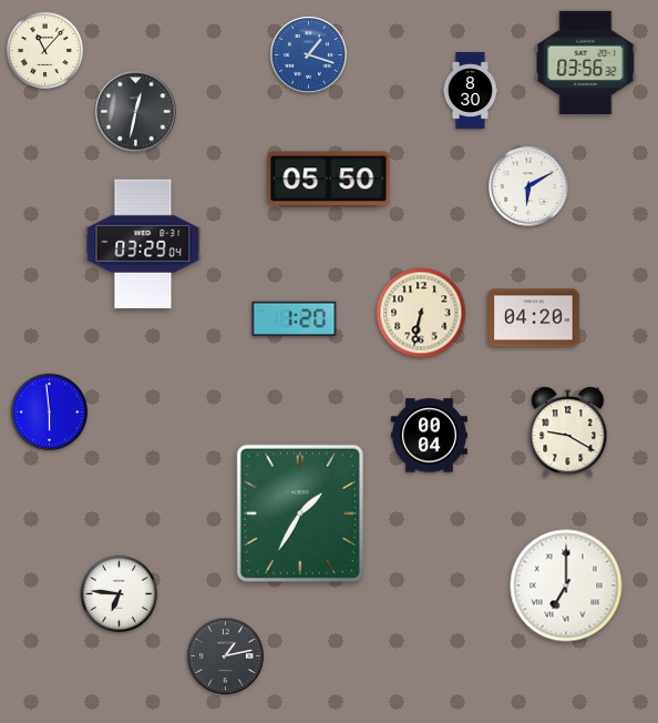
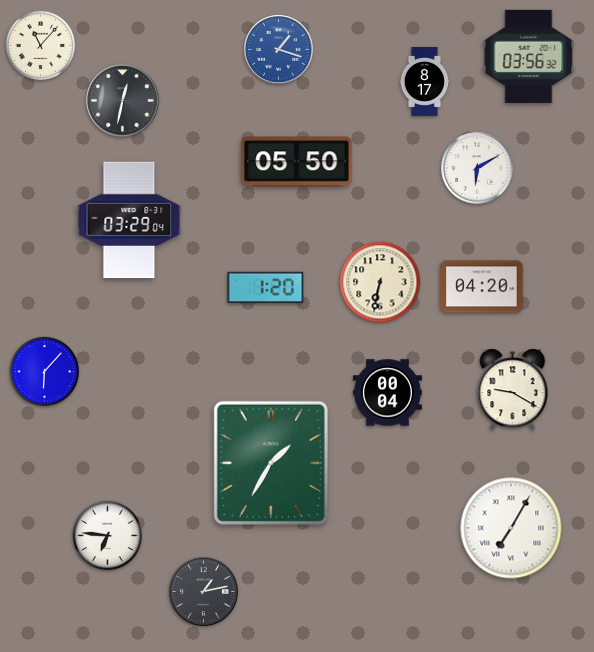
clock at (471, 90): 8:30 -> 8:17
clock at (50, 413): 5:59 -> 6:07
clock at (566, 585): 7:00 -> 7:05
